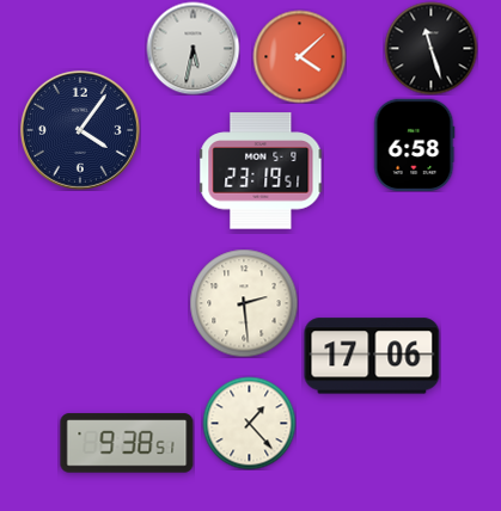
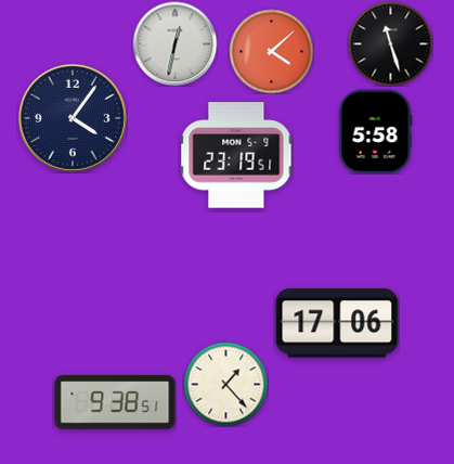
clock at (193, 48): 5:32 -> 12:32
clock at (415, 144): 6:58 -> 5:58
clock at (244, 303): 2:29 -> none
